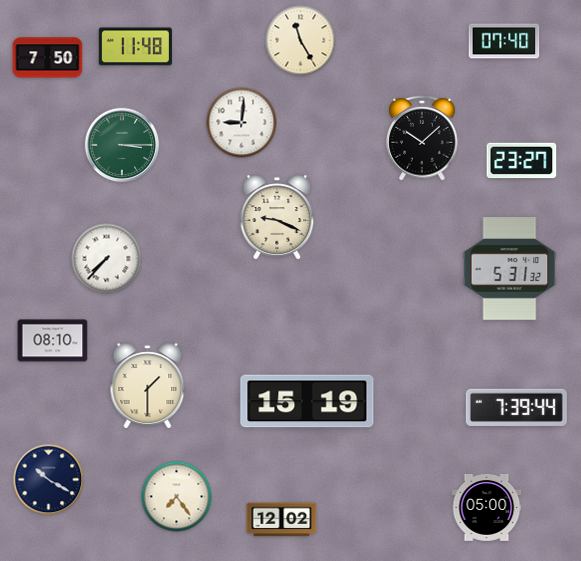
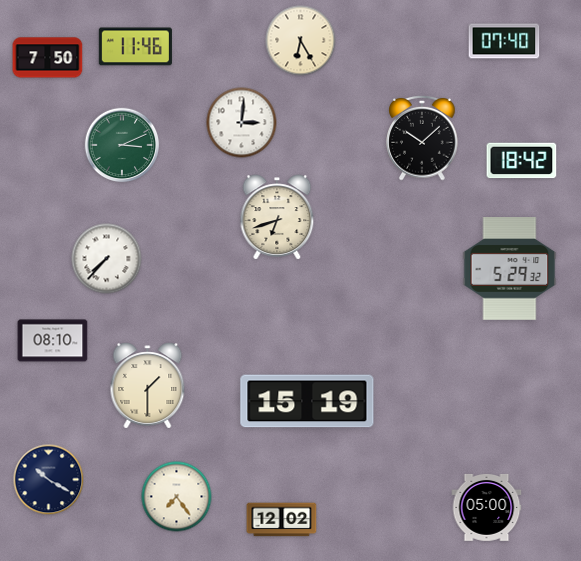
clock at (301, 41): 11:25 -> 6:25
clock at (135, 47): 11:48 -> 11:46
clock at (242, 123): 9:01 -> 3:01
clock at (122, 145): 3:15 -> 3:11
clock at (522, 161): 23:27 -> 18:42
clock at (277, 217): 9:19 -> 6:42
clock at (510, 269): 5:31 -> 5:29
clock at (516, 407): 7:39 -> none
